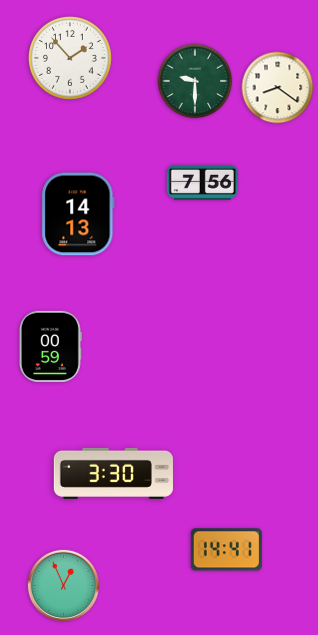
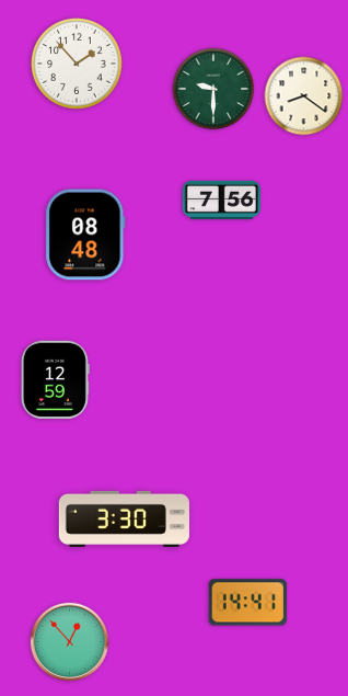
clock at (78, 214): 14:13 -> 08:48
clock at (50, 346): 00:59 -> 12:59
clock at (63, 585): 12:56 -> 12:53
